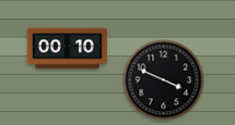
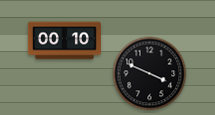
clock at (67, 49) position: (67, 49) -> (64, 41)
